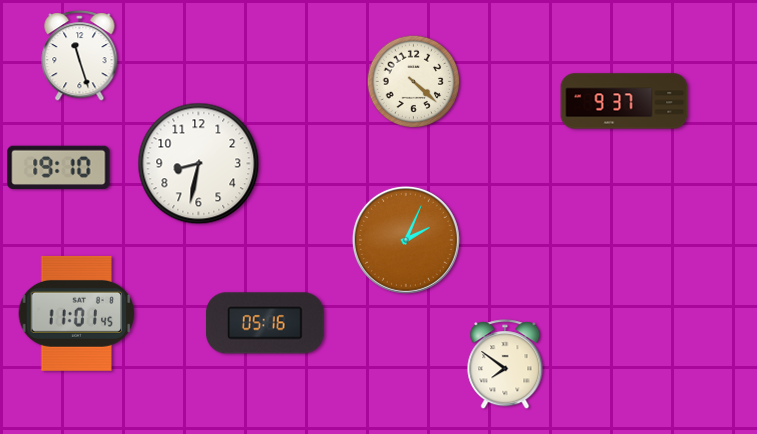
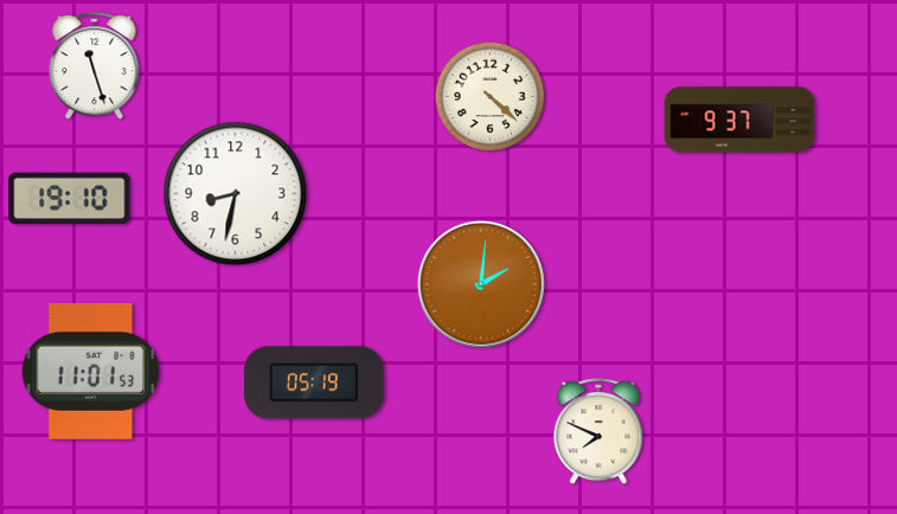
clock at (406, 240): 2:04 -> 2:01
clock at (77, 313): 11:01:45 -> 11:01:53
clock at (265, 323): 05:16 -> 05:19
clock at (505, 365): 7:51 -> 7:49
